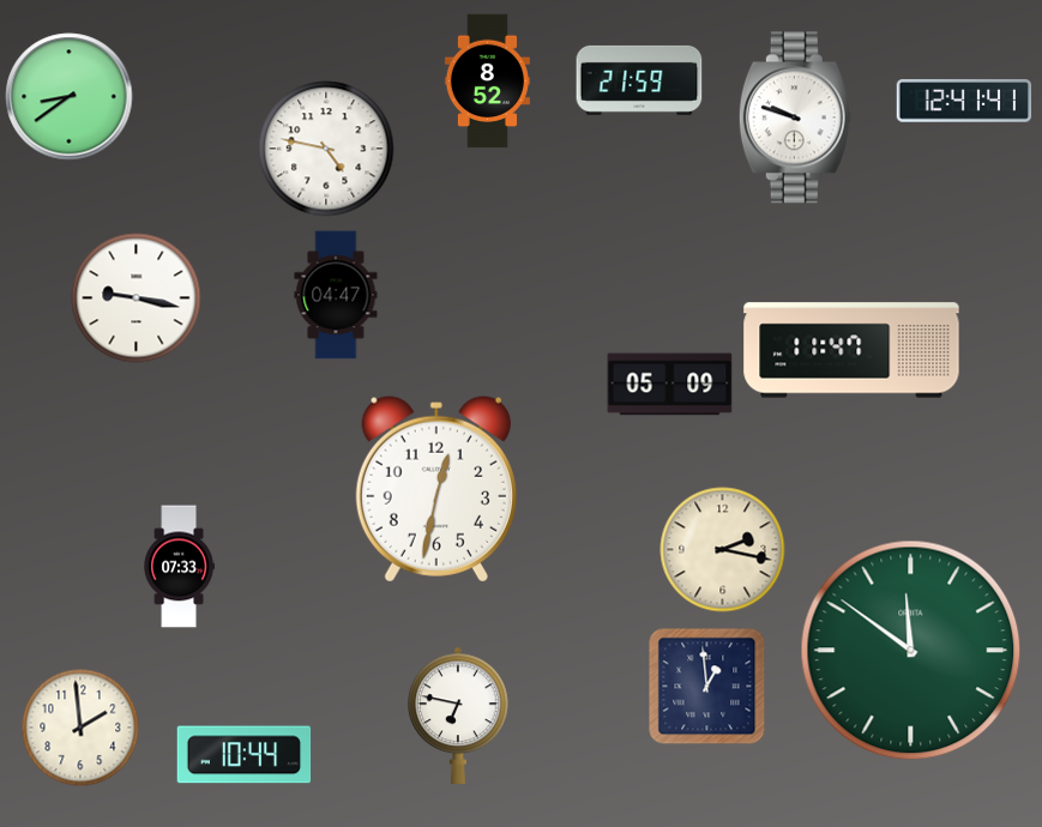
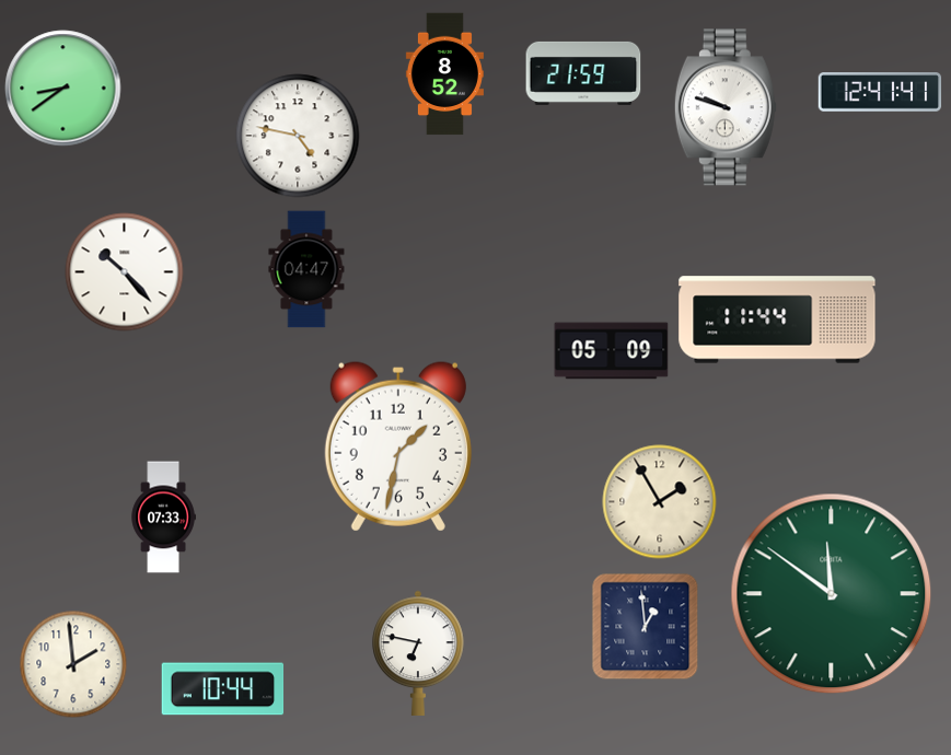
clock at (137, 298): 9:17 -> 10:23
clock at (851, 350): 11:47 -> 11:44
clock at (436, 489): 12:32 -> 1:32
clock at (723, 550): 2:17 -> 1:55
